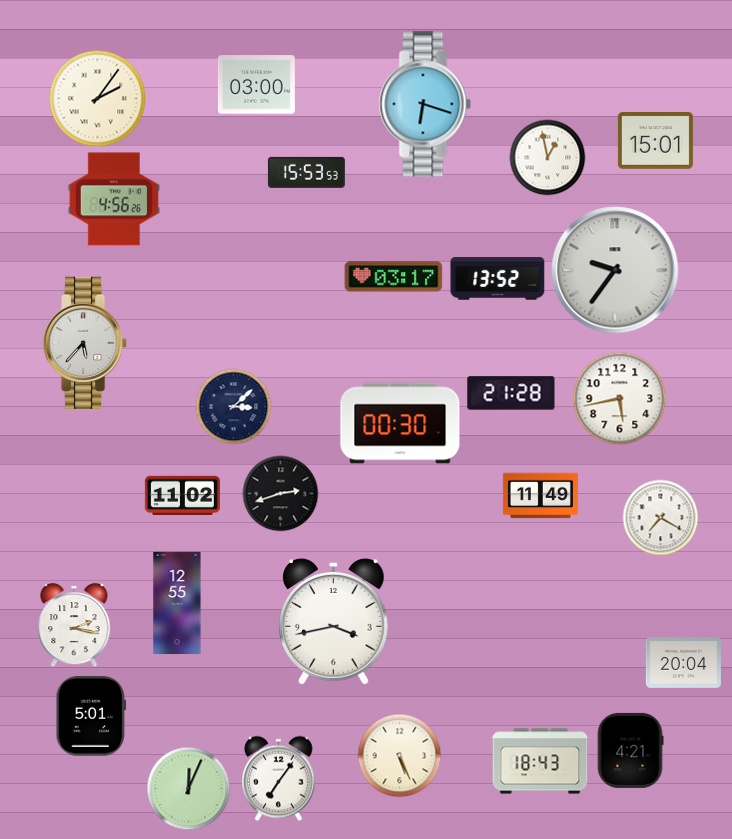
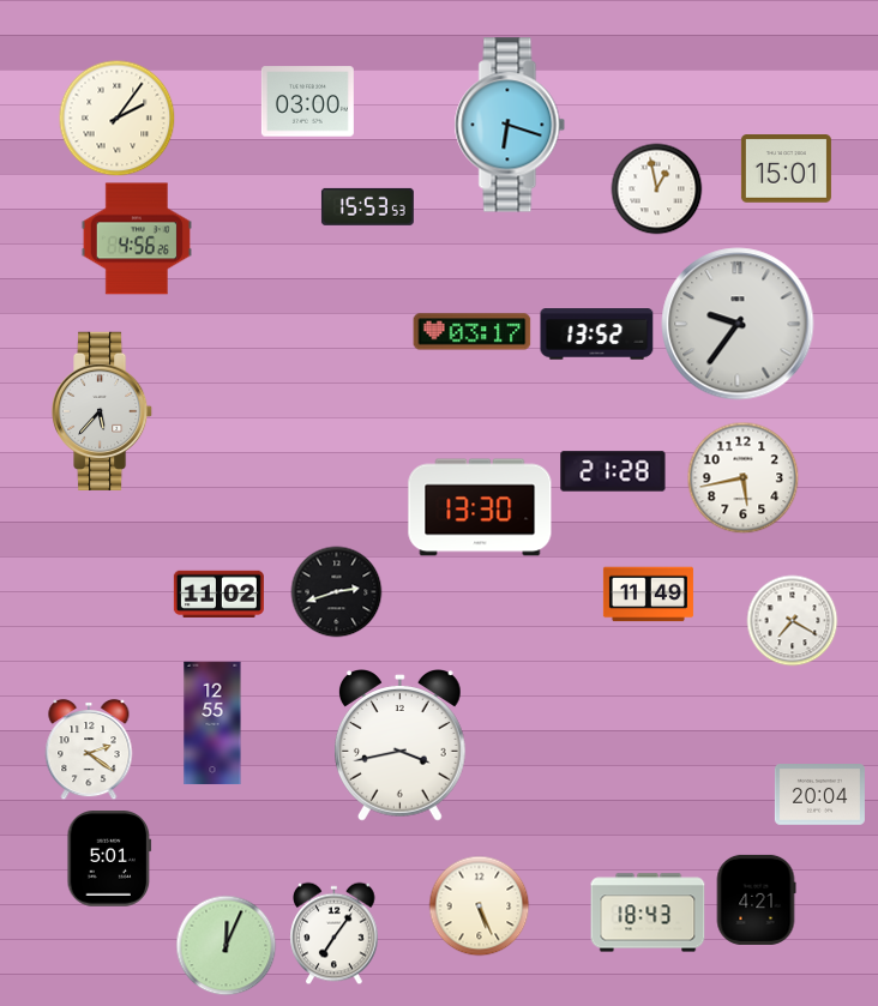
clock at (234, 407): 3:08 -> none
clock at (400, 423): 00:30 -> 13:30
clock at (74, 625): 2:17 -> 2:21
